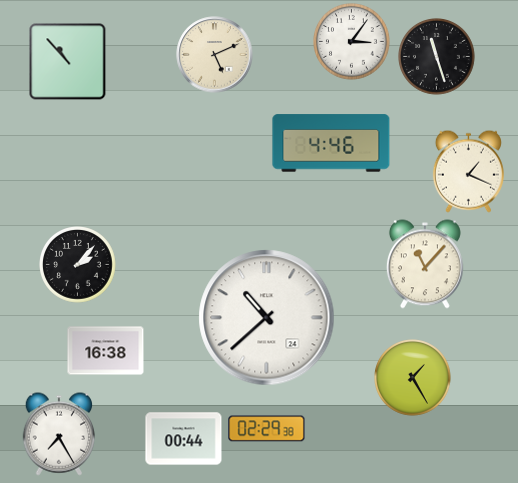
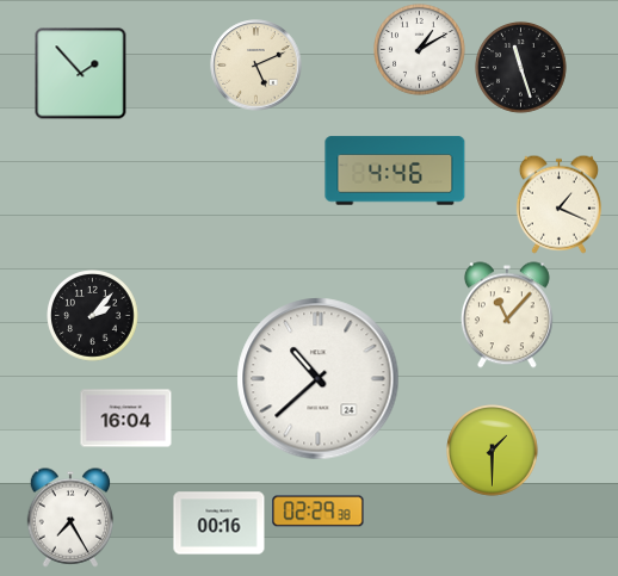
clock at (352, 42): 3:06 -> 1:10
clock at (68, 62): 10:53 -> 1:53
clock at (106, 351): 16:38 -> 16:04
clock at (413, 378): 1:25 -> 1:30
clock at (184, 439): 00:44 -> 00:16
